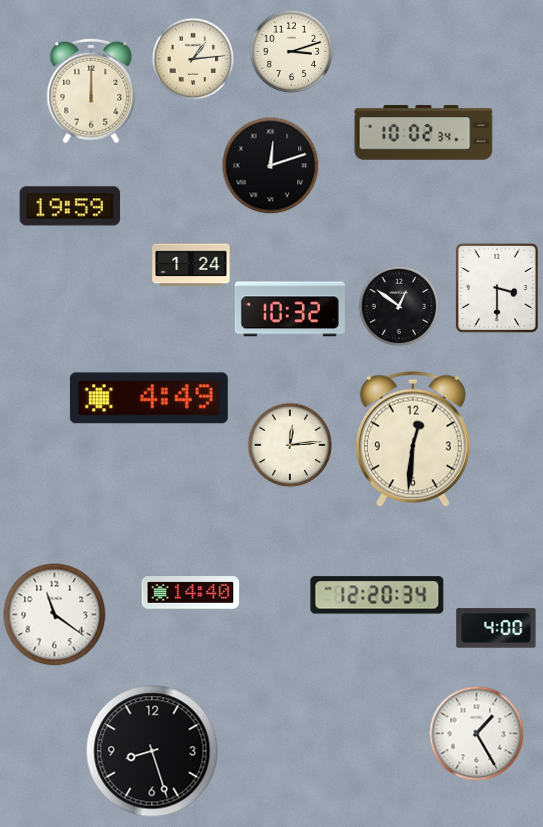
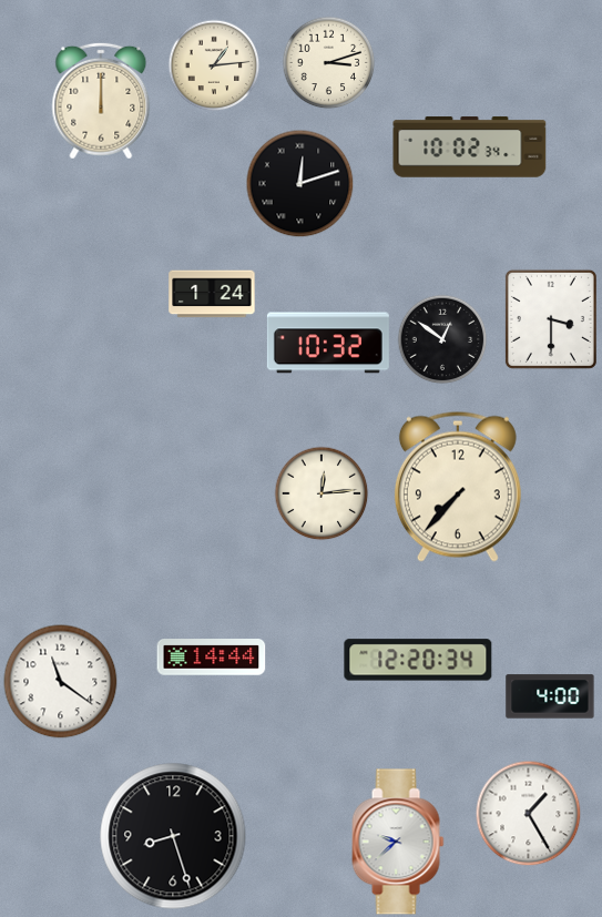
clock at (291, 51) position: (291, 51) -> (328, 62)
clock at (70, 206): 19:59 -> none
clock at (290, 309) position: (290, 309) -> (328, 343)
clock at (149, 398): 4:49 -> none
clock at (413, 439): 12:31 -> 7:37
clock at (191, 593): 14:40 -> 14:44
clock at (152, 751) position: (152, 751) -> (173, 836)
clock at (398, 842): none -> 9:38
